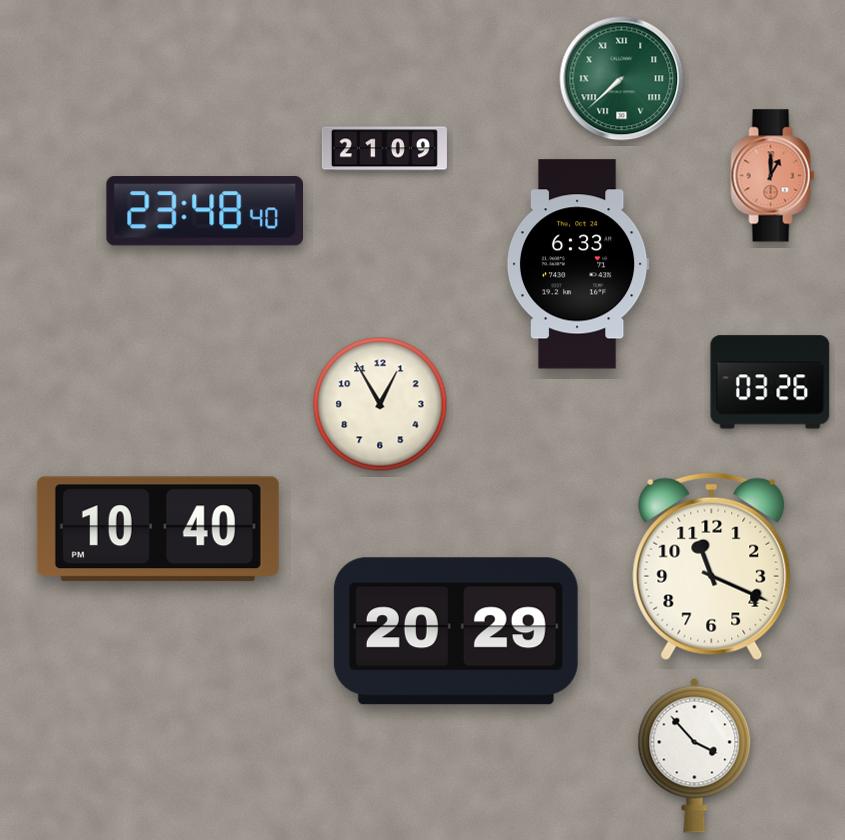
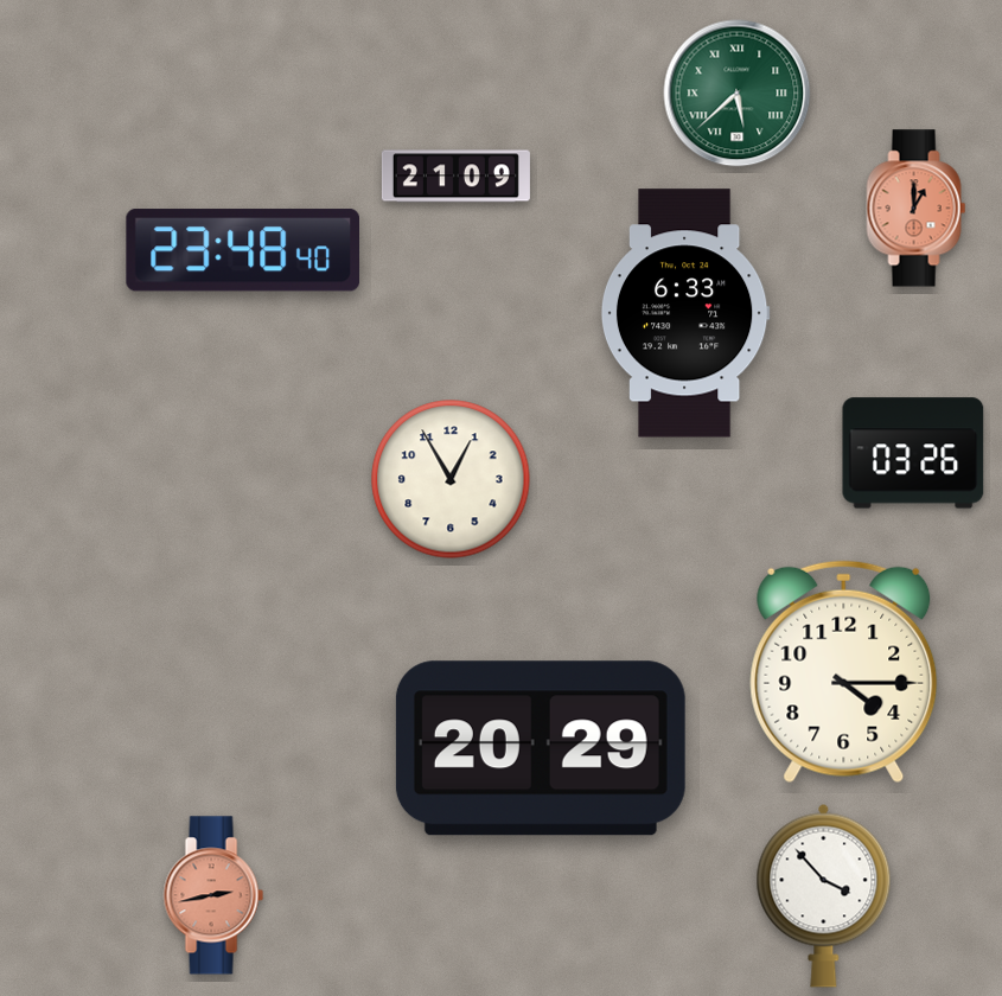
clock at (622, 79): 7:38 -> 5:38
clock at (158, 529): 10:40 -> none
clock at (712, 567): 11:19 -> 4:15
clock at (213, 895): none -> 2:43
